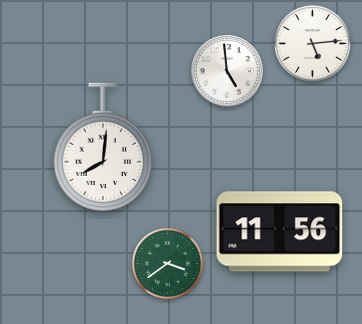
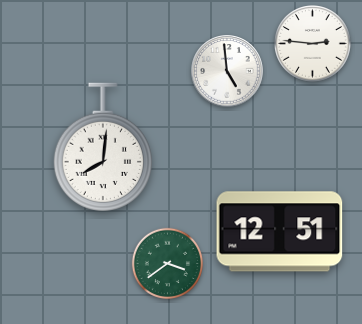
clock at (313, 44): 5:14 -> 2:46
clock at (280, 232): 11:56 -> 12:51
